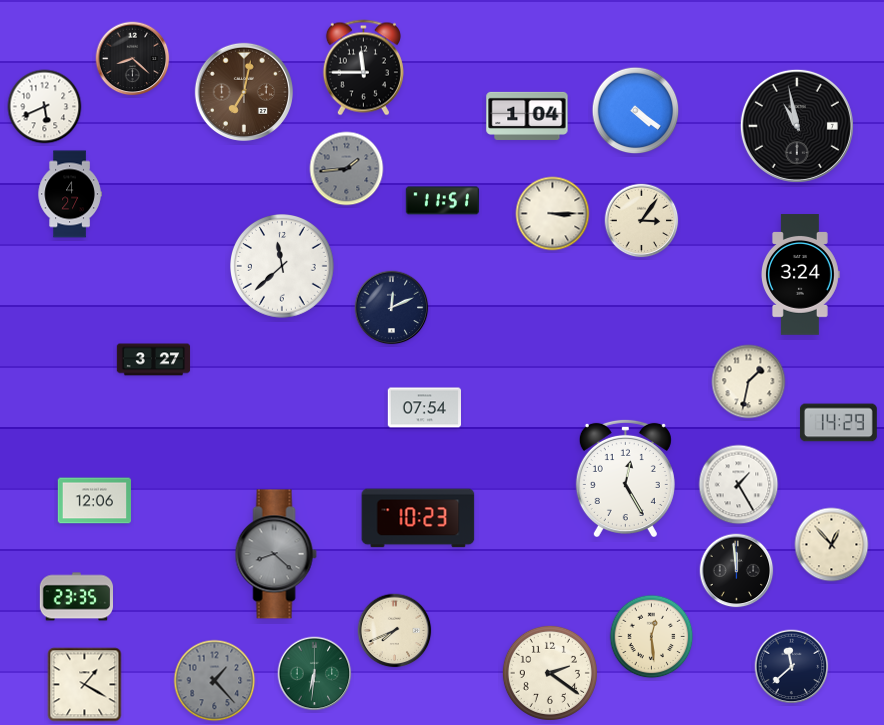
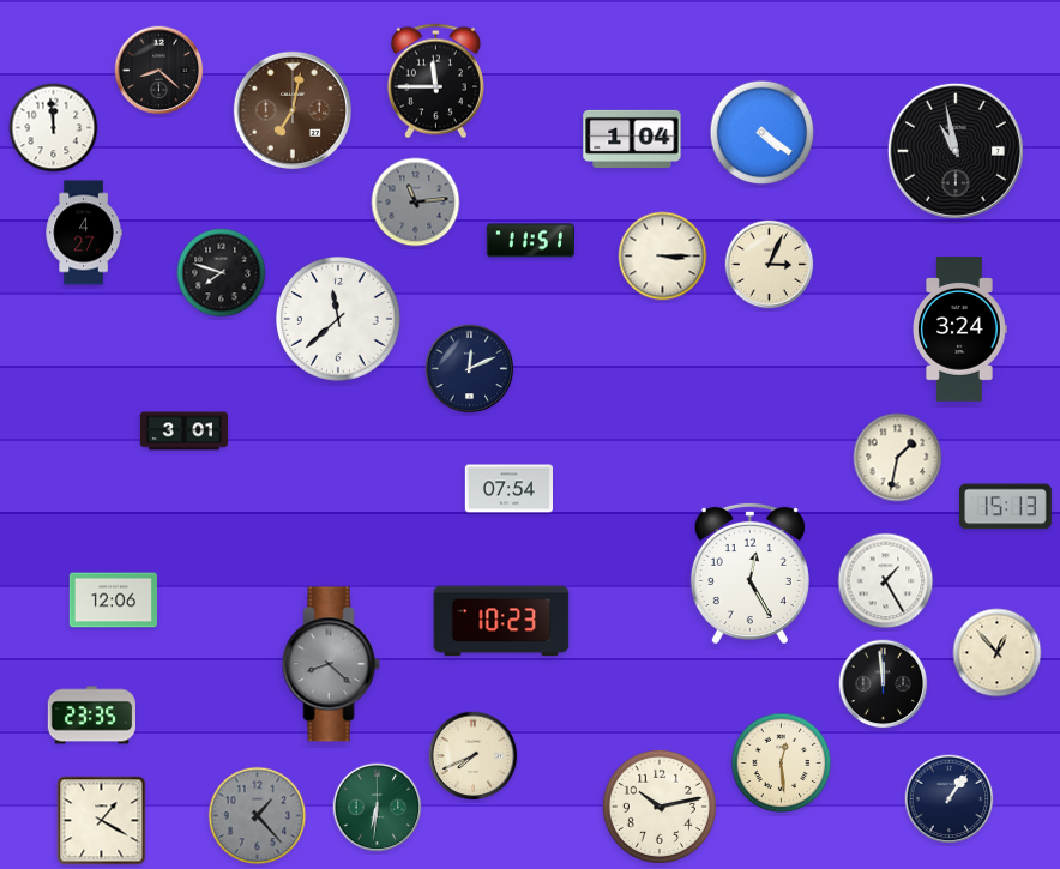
clock at (45, 107): 5:41 -> 11:59
clock at (347, 169): 1:44 -> 11:14
clock at (642, 221): 3:06 -> 3:04
clock at (222, 273): none -> 7:48
clock at (154, 360): 3:27 -> 3:01
clock at (839, 423): 14:29 -> 15:13
clock at (792, 667): 11:38 -> 1:06
clock at (550, 673): 2:21 -> 10:13
